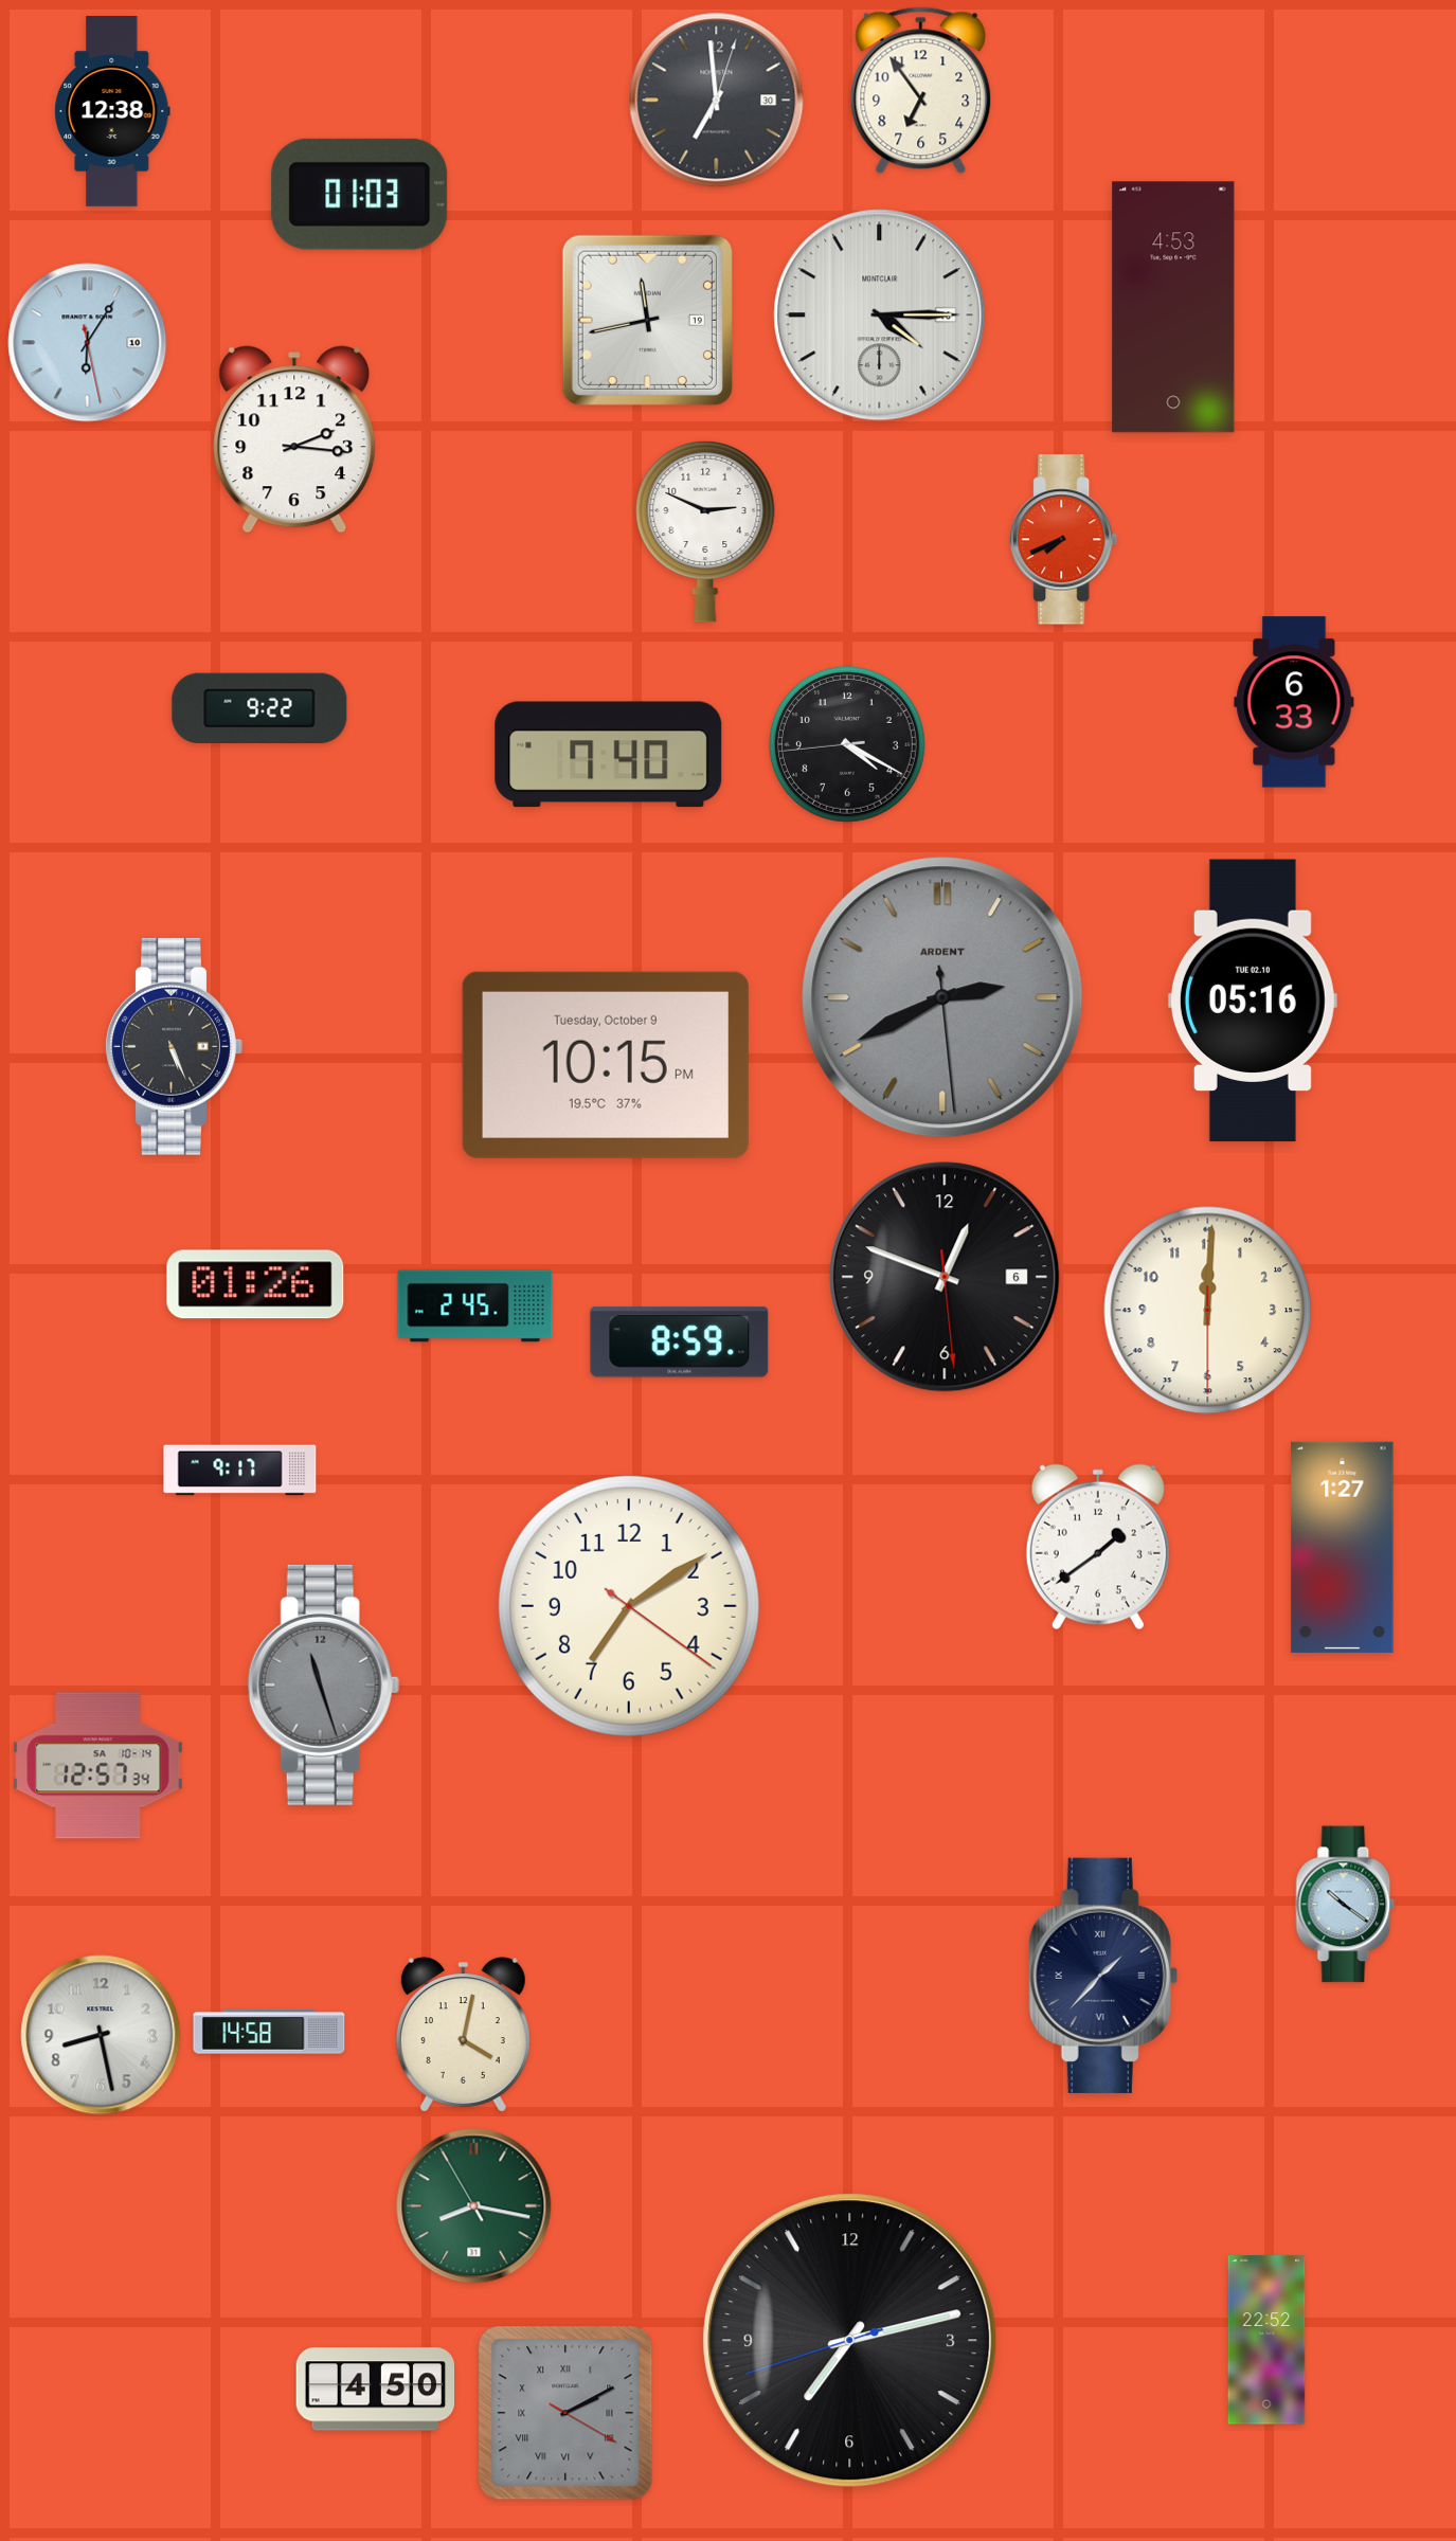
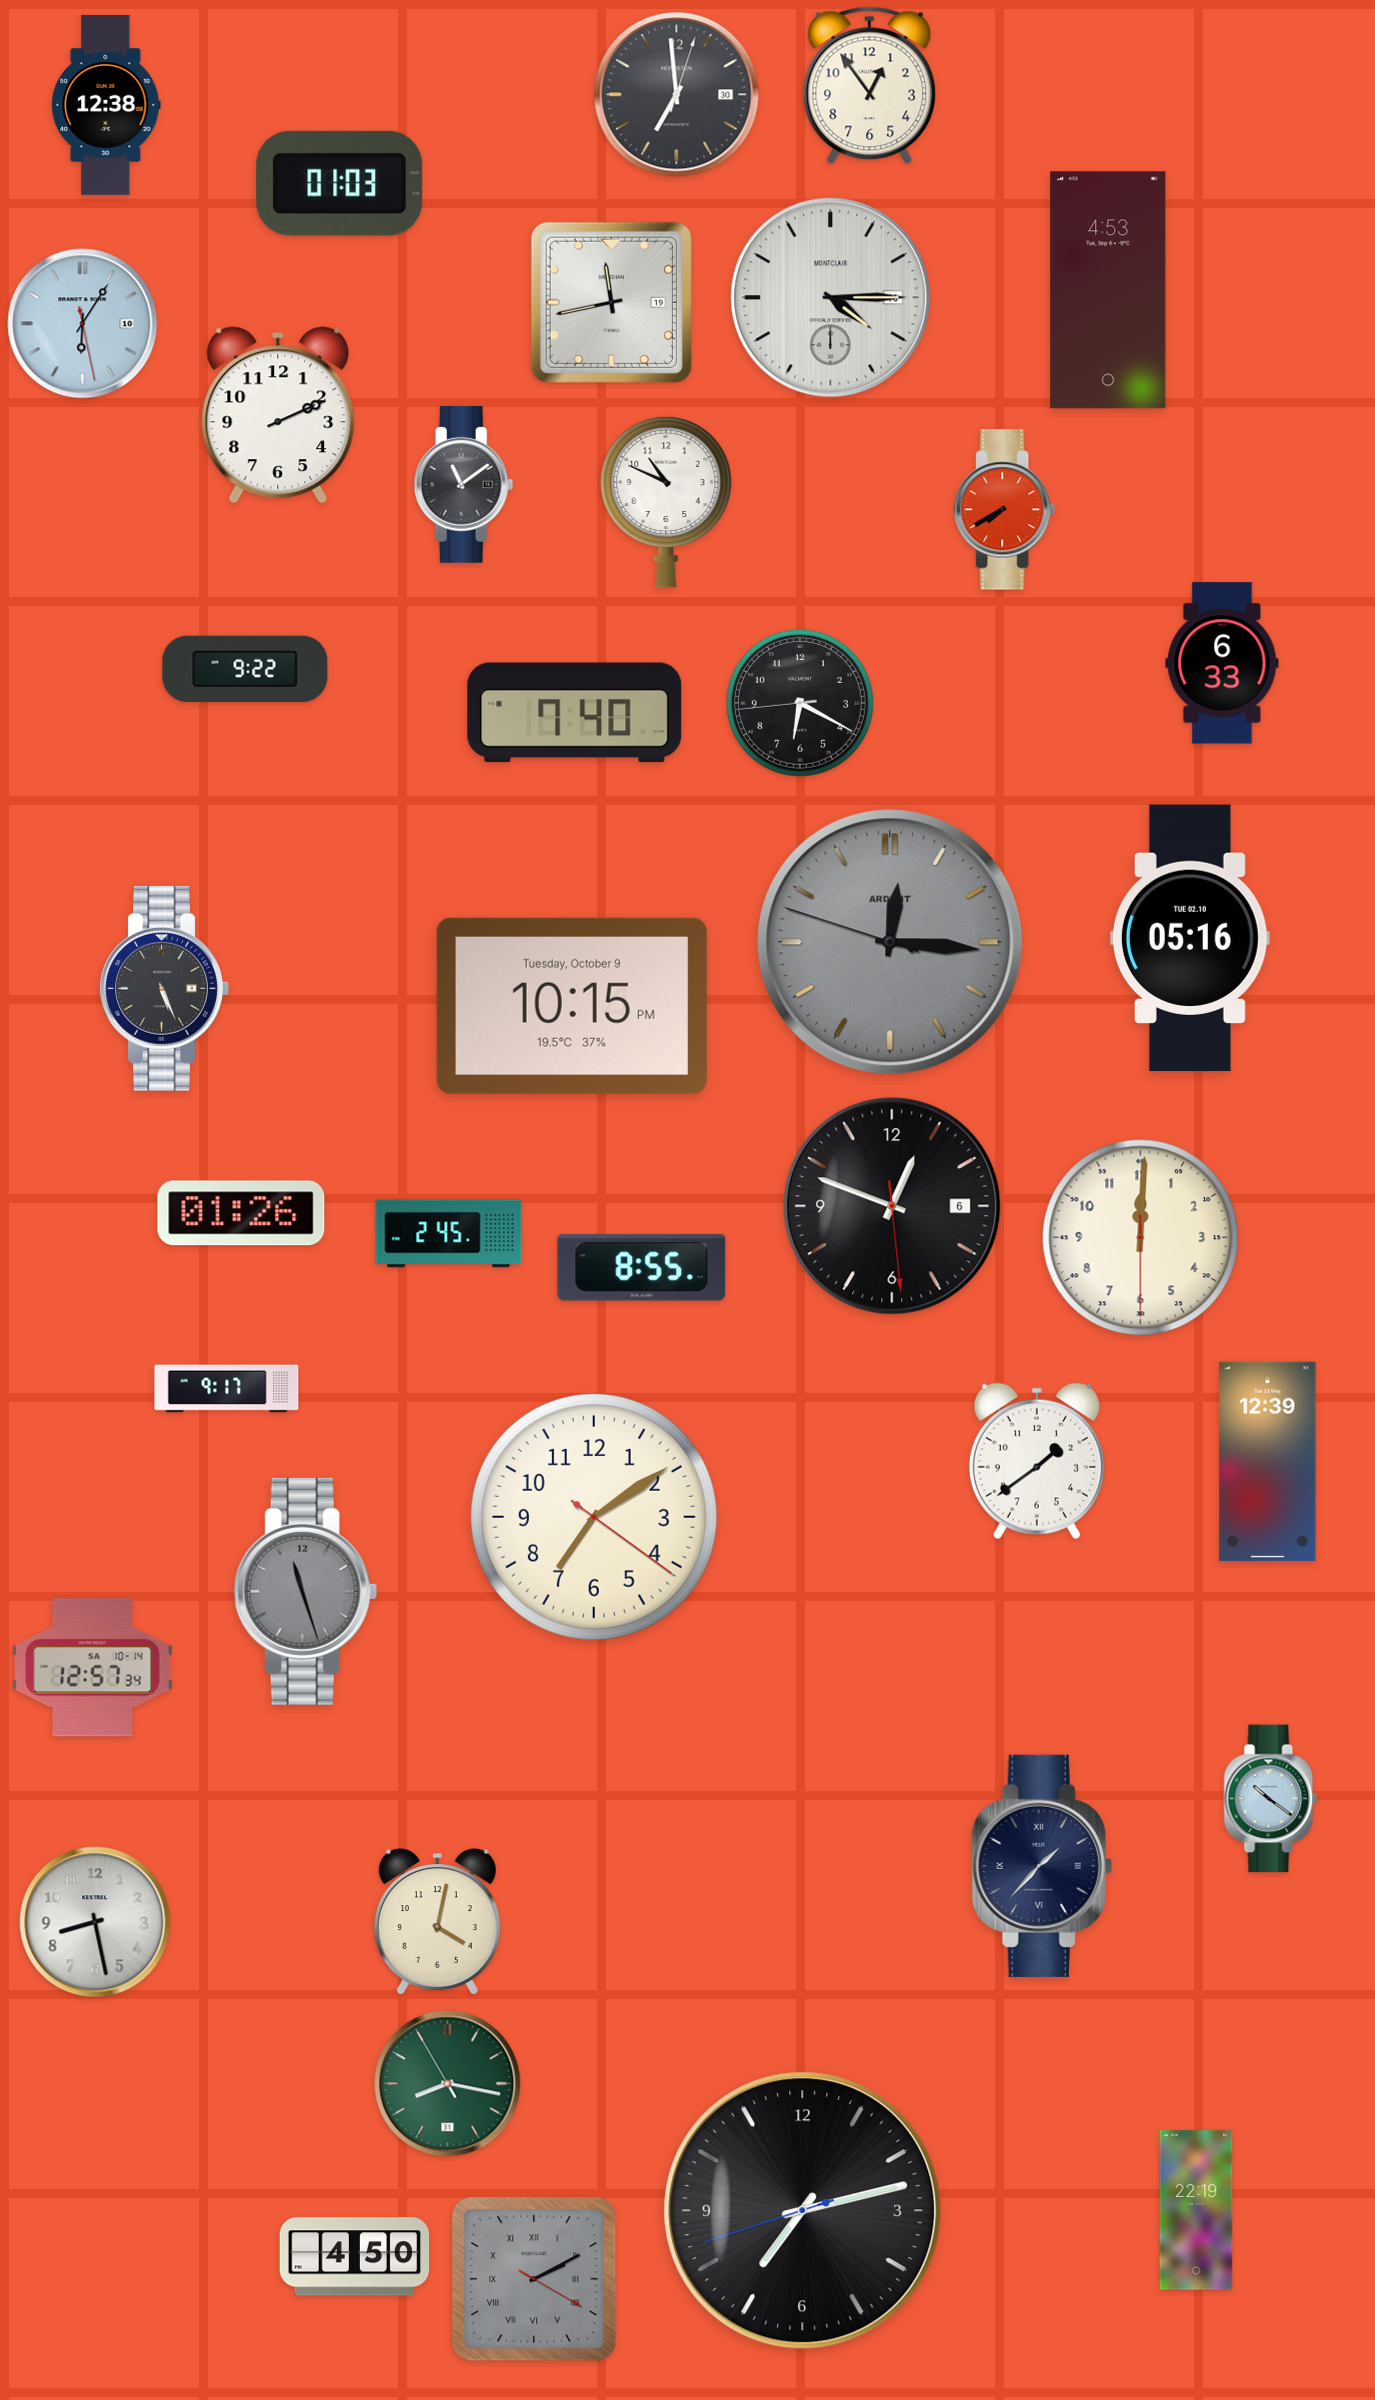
clock at (921, 91): 6:54 -> 12:54
clock at (294, 439): 2:16 -> 2:11
clock at (464, 484): none -> 11:09
clock at (705, 531): 2:49 -> 10:49
clock at (1064, 540): 7:41 -> 7:40
clock at (847, 744): 4:19 -> 6:19
clock at (942, 997): 2:40 -> 12:15
clock at (1253, 1001) position: (1253, 1001) -> (1190, 938)
clock at (680, 1342): 8:59 -> 8:55
clock at (1343, 1547): 1:27 -> 12:39
clock at (269, 2032): 14:58 -> none
clock at (1266, 2340): 22:52 -> 22:19
